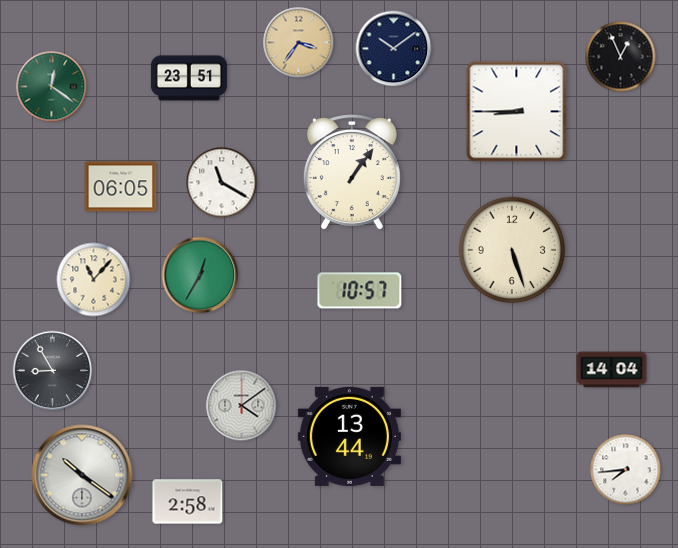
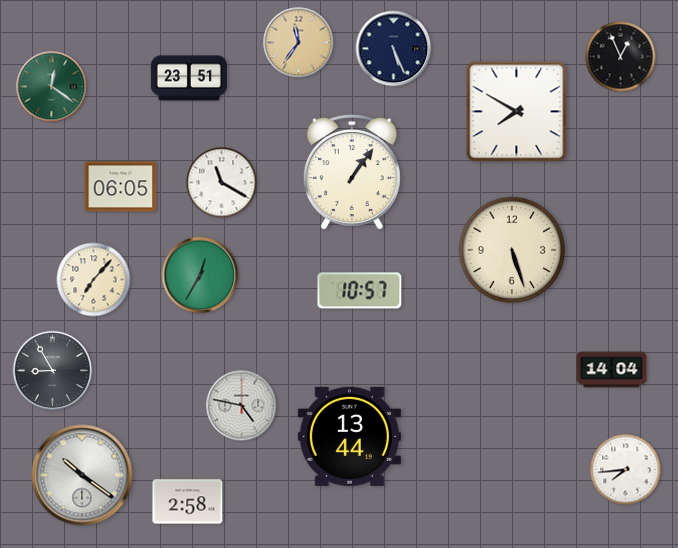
clock at (299, 43): 3:36 -> 11:36
clock at (394, 49): 10:09 -> 5:26
clock at (517, 112): 8:45 -> 7:50
clock at (94, 280): 11:07 -> 7:07
clock at (242, 406): 4:09 -> 4:47
